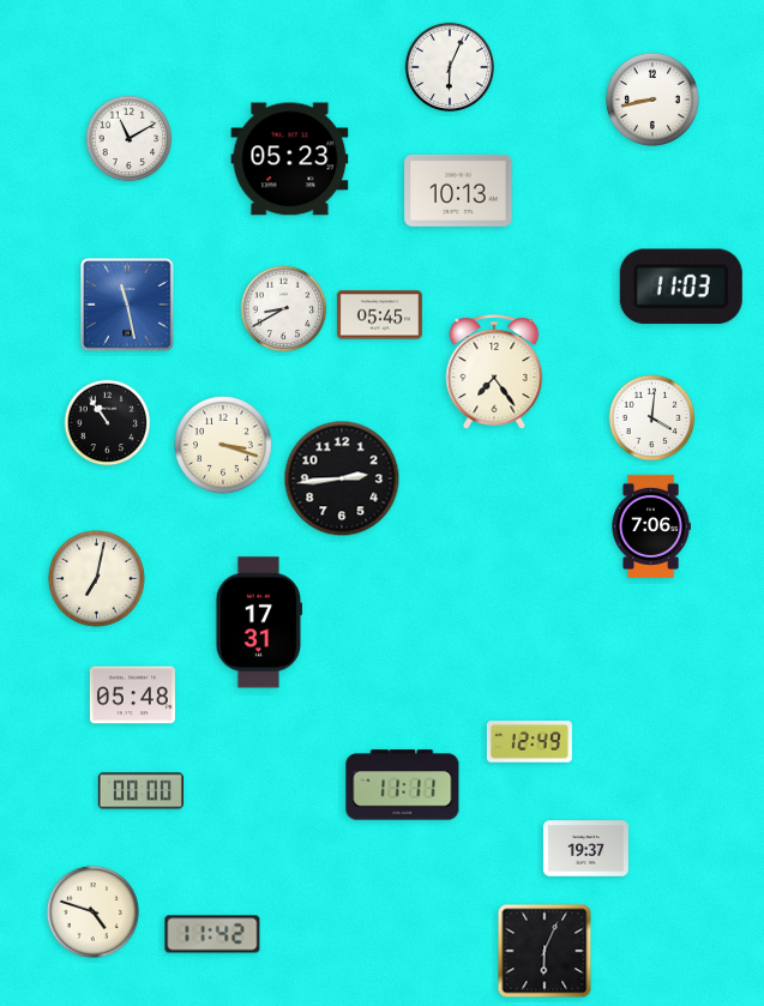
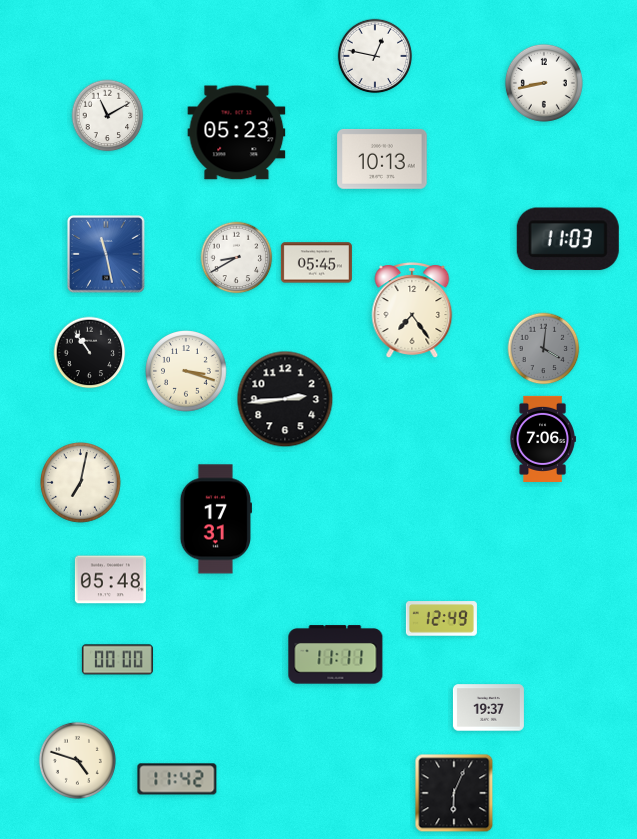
clock at (450, 67): 6:04 -> 12:47
clock at (290, 159) position: (290, 159) -> (237, 133)
clock at (652, 418) dial: white -> grey
